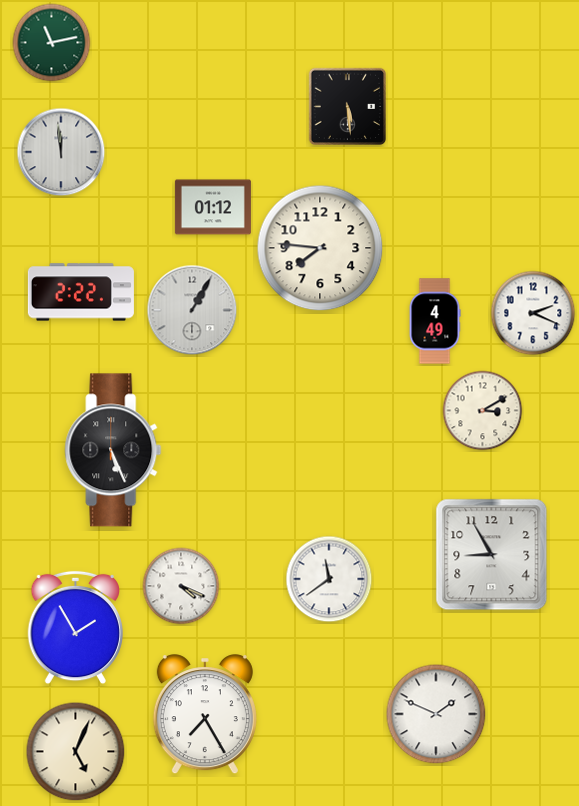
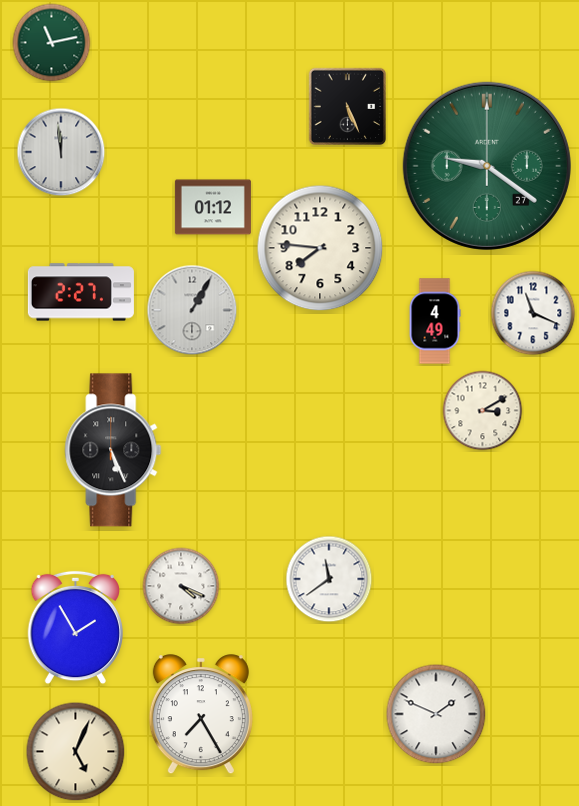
clock at (348, 107): 5:29 -> 5:26
clock at (487, 166): none -> 9:21
clock at (81, 292): 2:22 -> 2:27
clock at (533, 313): 2:19 -> 11:19
clock at (492, 555): 8:55 -> none
clock at (205, 715) position: (205, 715) -> (201, 715)
